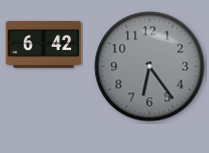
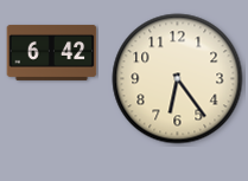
clock at (150, 67) dial: grey -> cream
